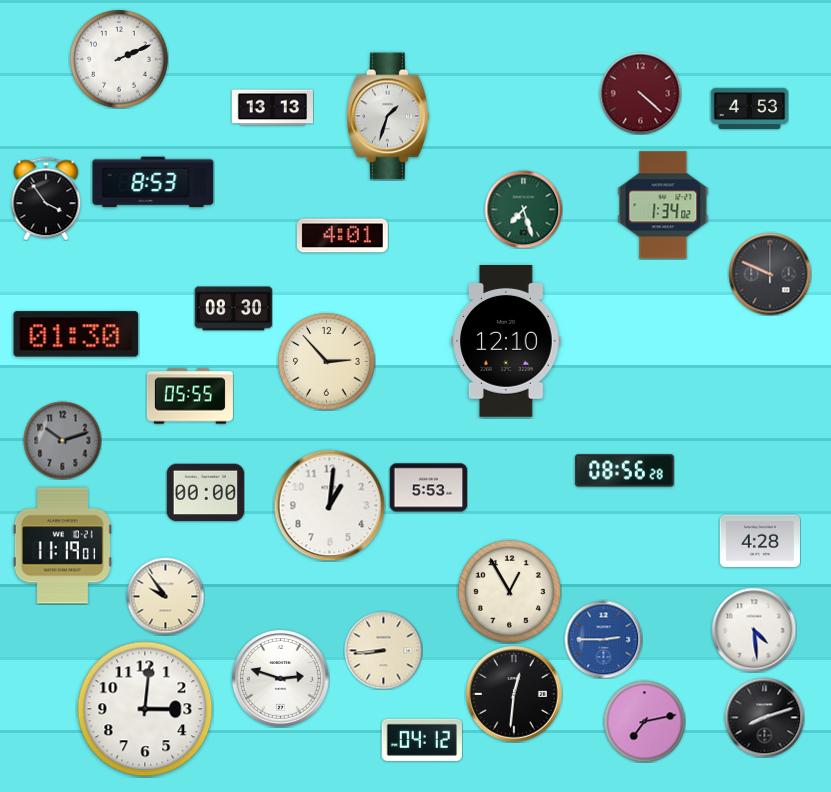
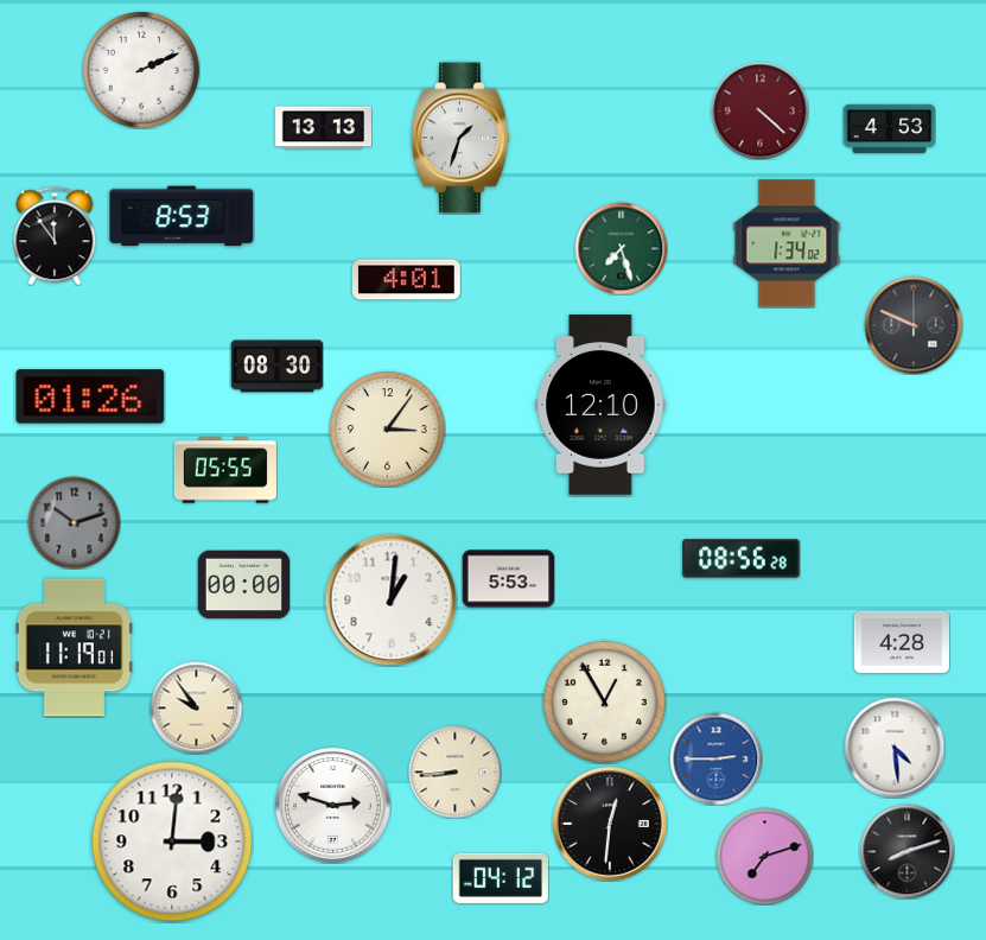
clock at (46, 199): 3:54 -> 11:54
clock at (76, 334): 01:30 -> 01:26
clock at (327, 362): 2:53 -> 3:06
clock at (644, 721): 7:13 -> 7:12
